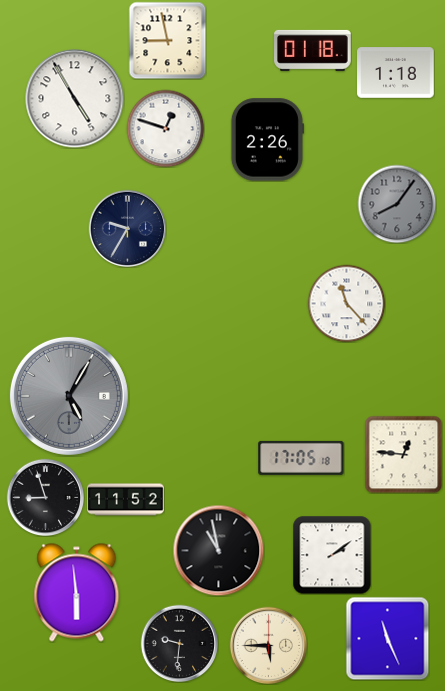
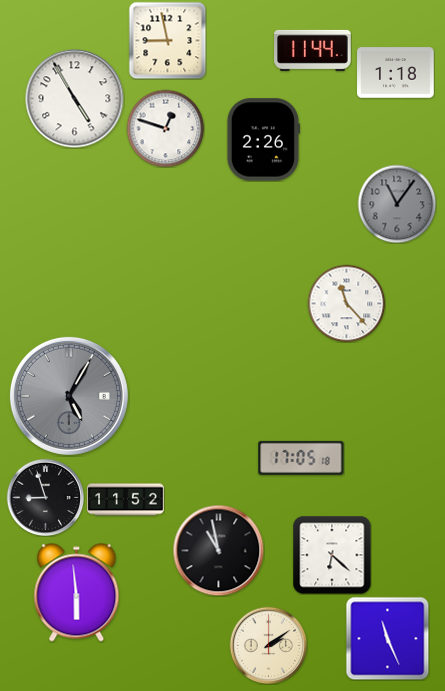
clock at (313, 50): 01:18 -> 11:44
clock at (267, 140) position: (267, 140) -> (263, 140)
clock at (397, 204): 8:06 -> 11:06
clock at (127, 228): 9:35 -> none
clock at (403, 454): 12:46 -> none
clock at (332, 555): 2:09 -> 6:22
clock at (179, 643): 9:31 -> none
clock at (268, 645): 5:45 -> 2:09
